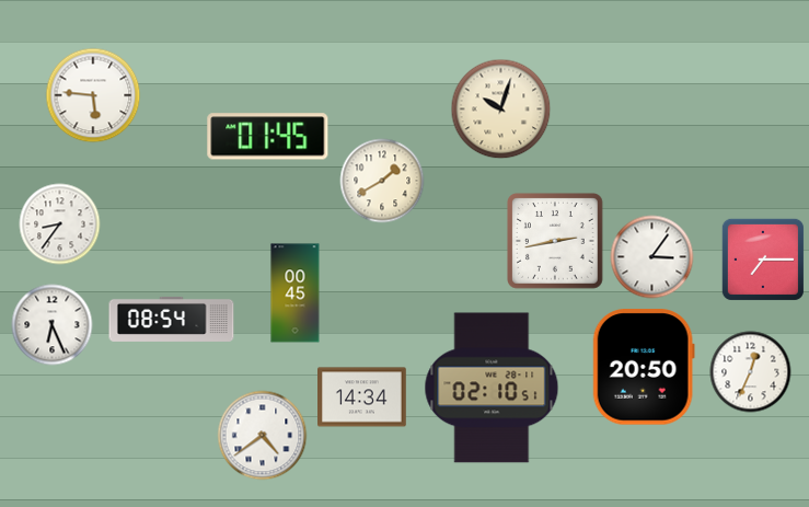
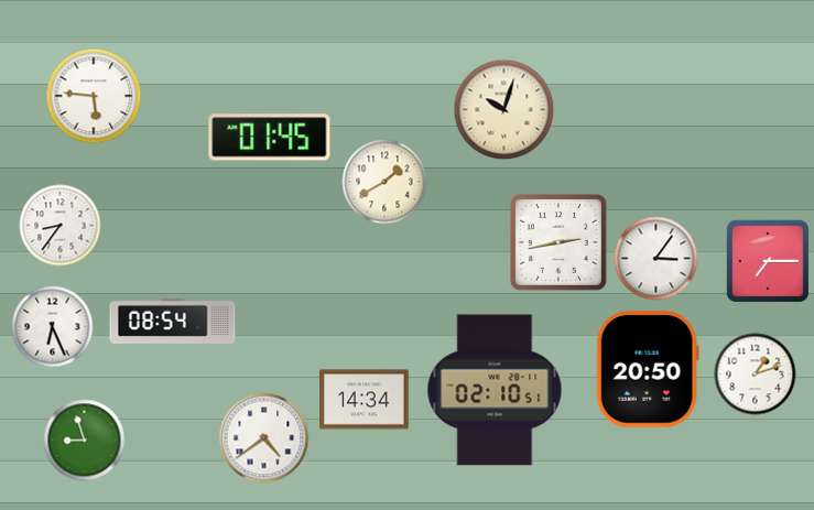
clock at (296, 293): 00:45 -> none
clock at (751, 372): 12:34 -> 1:12
clock at (85, 441): none -> 8:57
